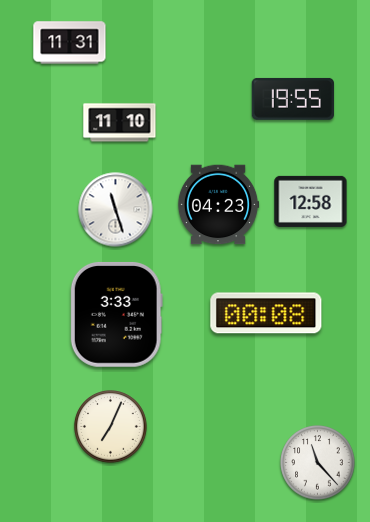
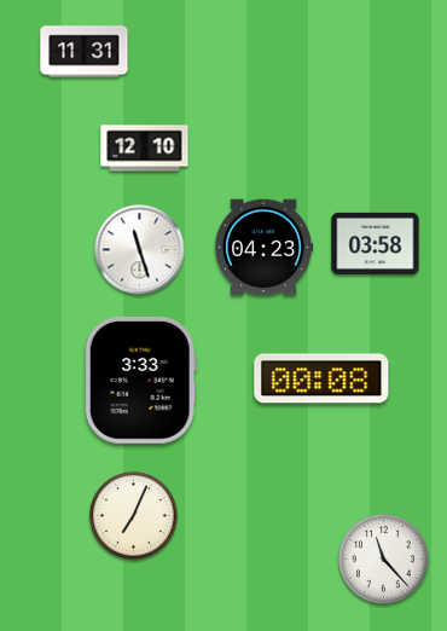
clock at (293, 99): 19:55 -> none
clock at (120, 123): 11:10 -> 12:10
clock at (311, 201): 12:58 -> 03:58
clock at (116, 210) position: (116, 210) -> (140, 250)
